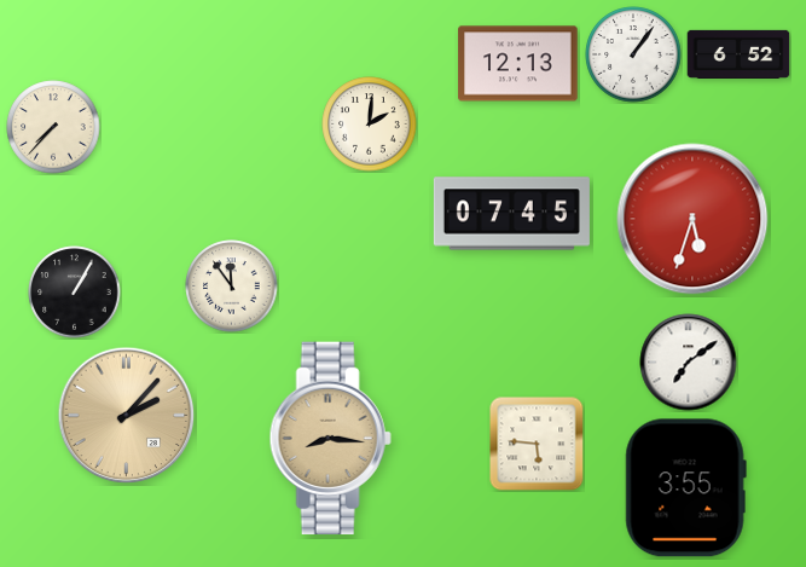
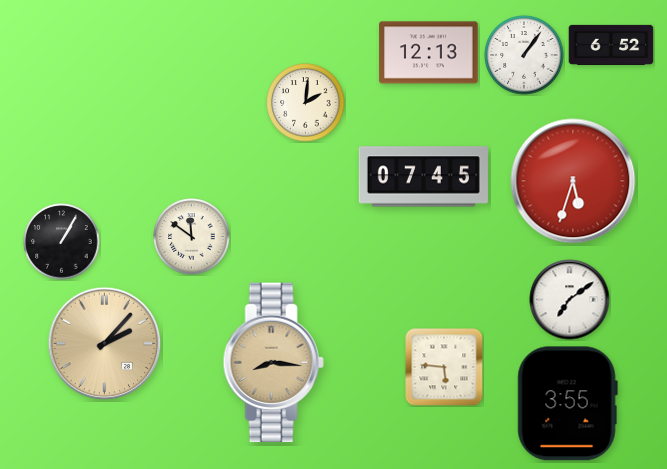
clock at (633, 54) position: (633, 54) -> (524, 55)
clock at (53, 127): 7:37 -> none
clock at (232, 287): 11:54 -> 11:51
